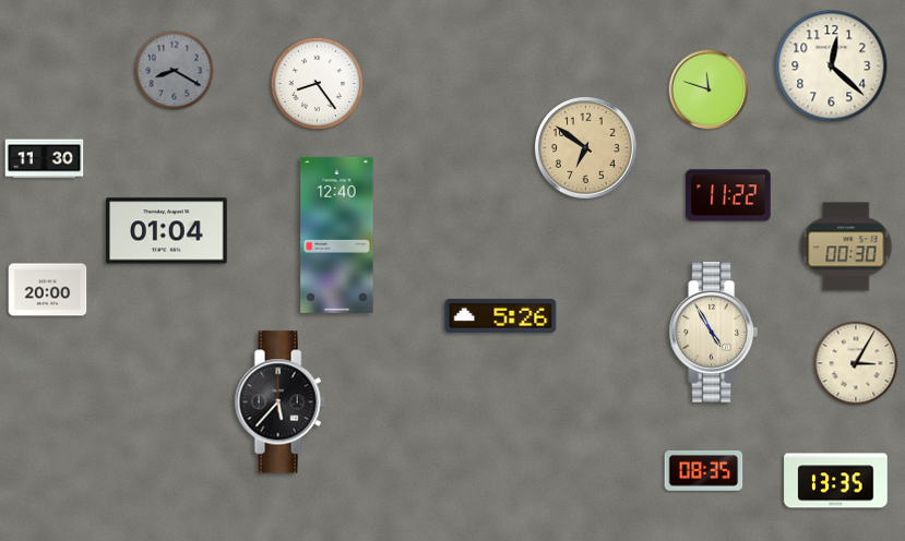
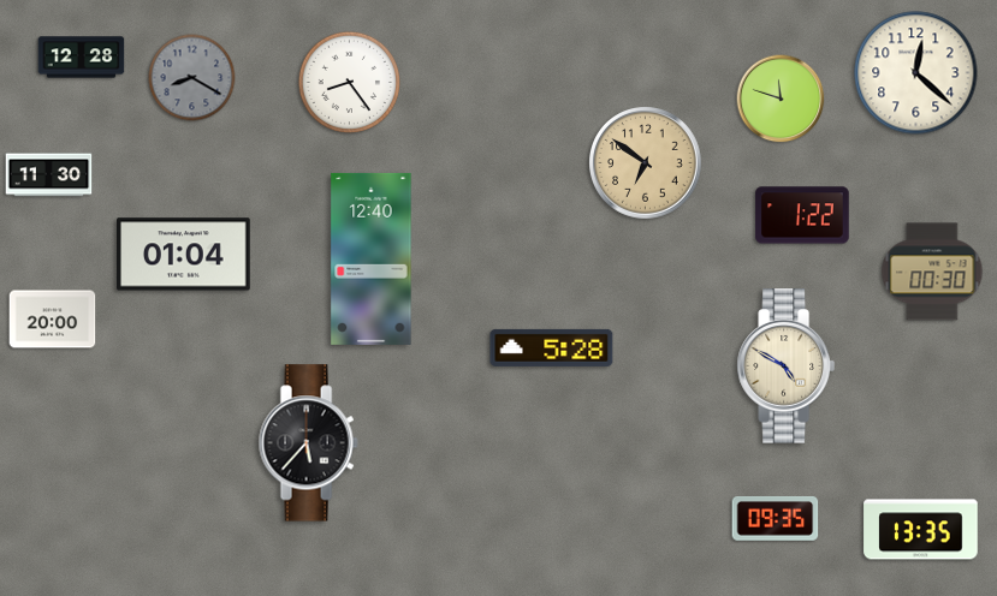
clock at (82, 58): none -> 12:28
clock at (317, 83) position: (317, 83) -> (349, 82)
clock at (728, 195): 11:22 -> 1:22
clock at (501, 315): 5:26 -> 5:28
clock at (713, 333): 4:55 -> 4:50
clock at (856, 363): 3:05 -> none
clock at (704, 470): 08:35 -> 09:35
